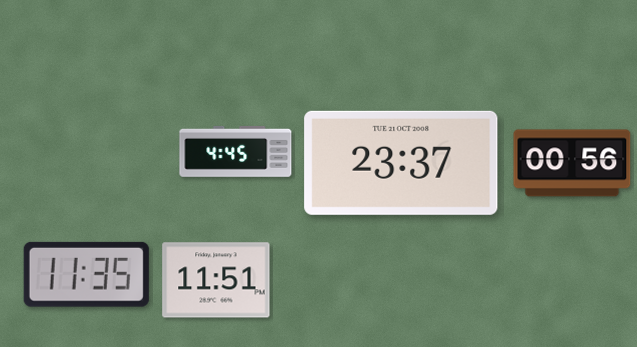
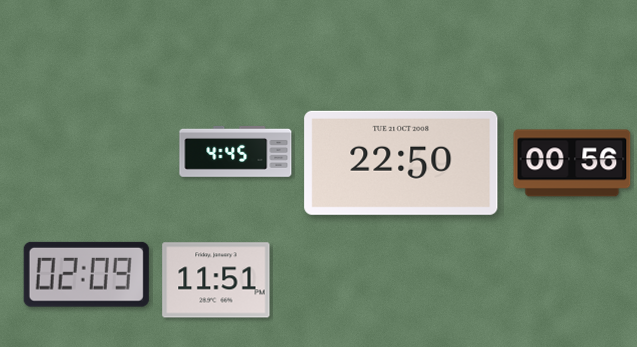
clock at (401, 163): 23:37 -> 22:50
clock at (86, 274): 11:35 -> 02:09
